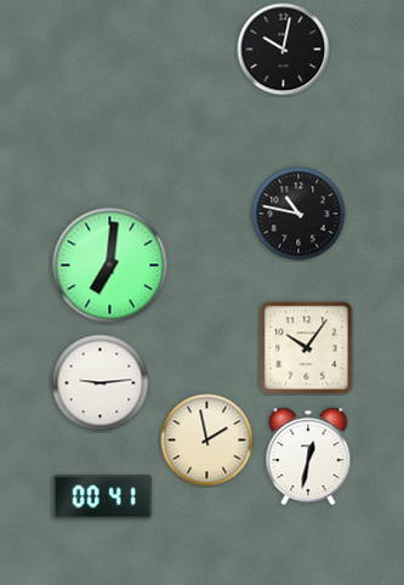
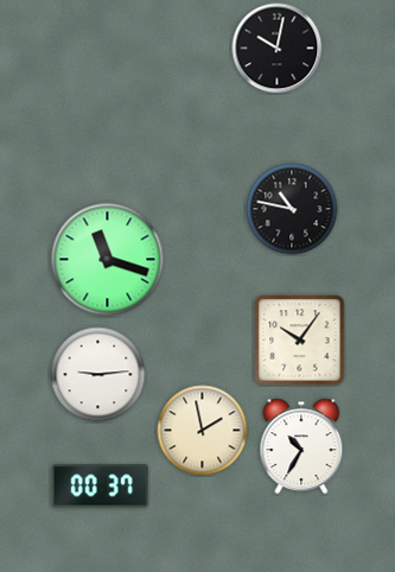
clock at (110, 266): 7:01 -> 11:18
clock at (308, 456): 12:32 -> 10:35
clock at (102, 498): 00:41 -> 00:37
